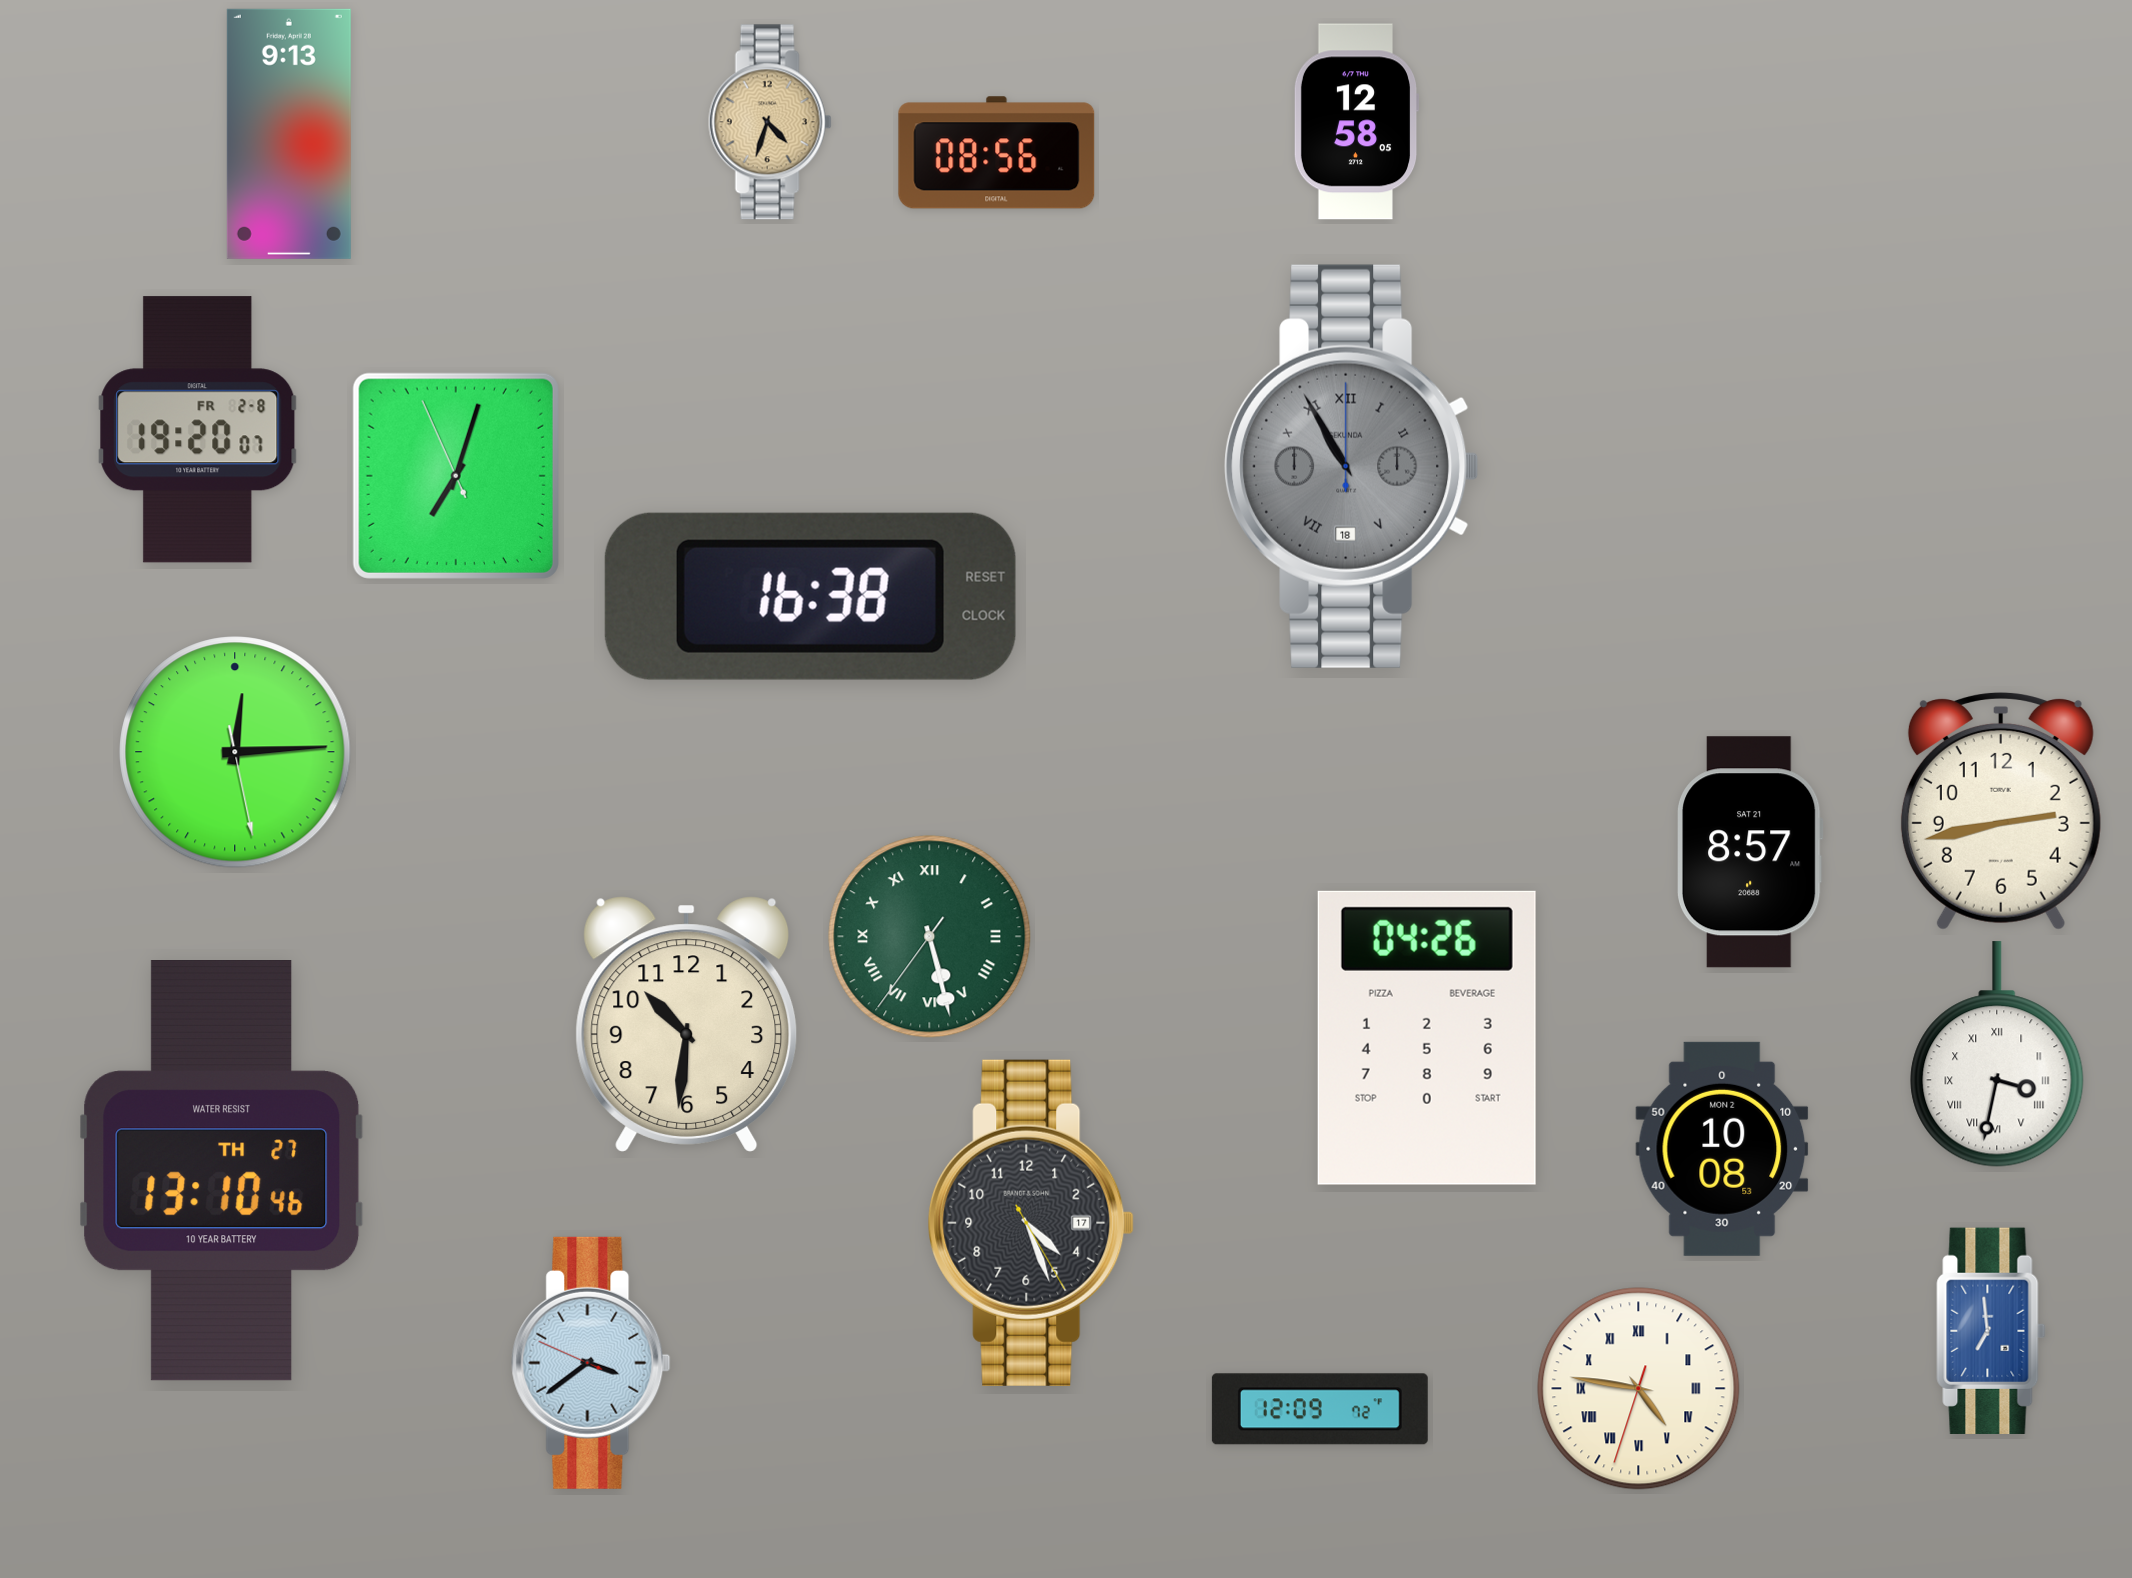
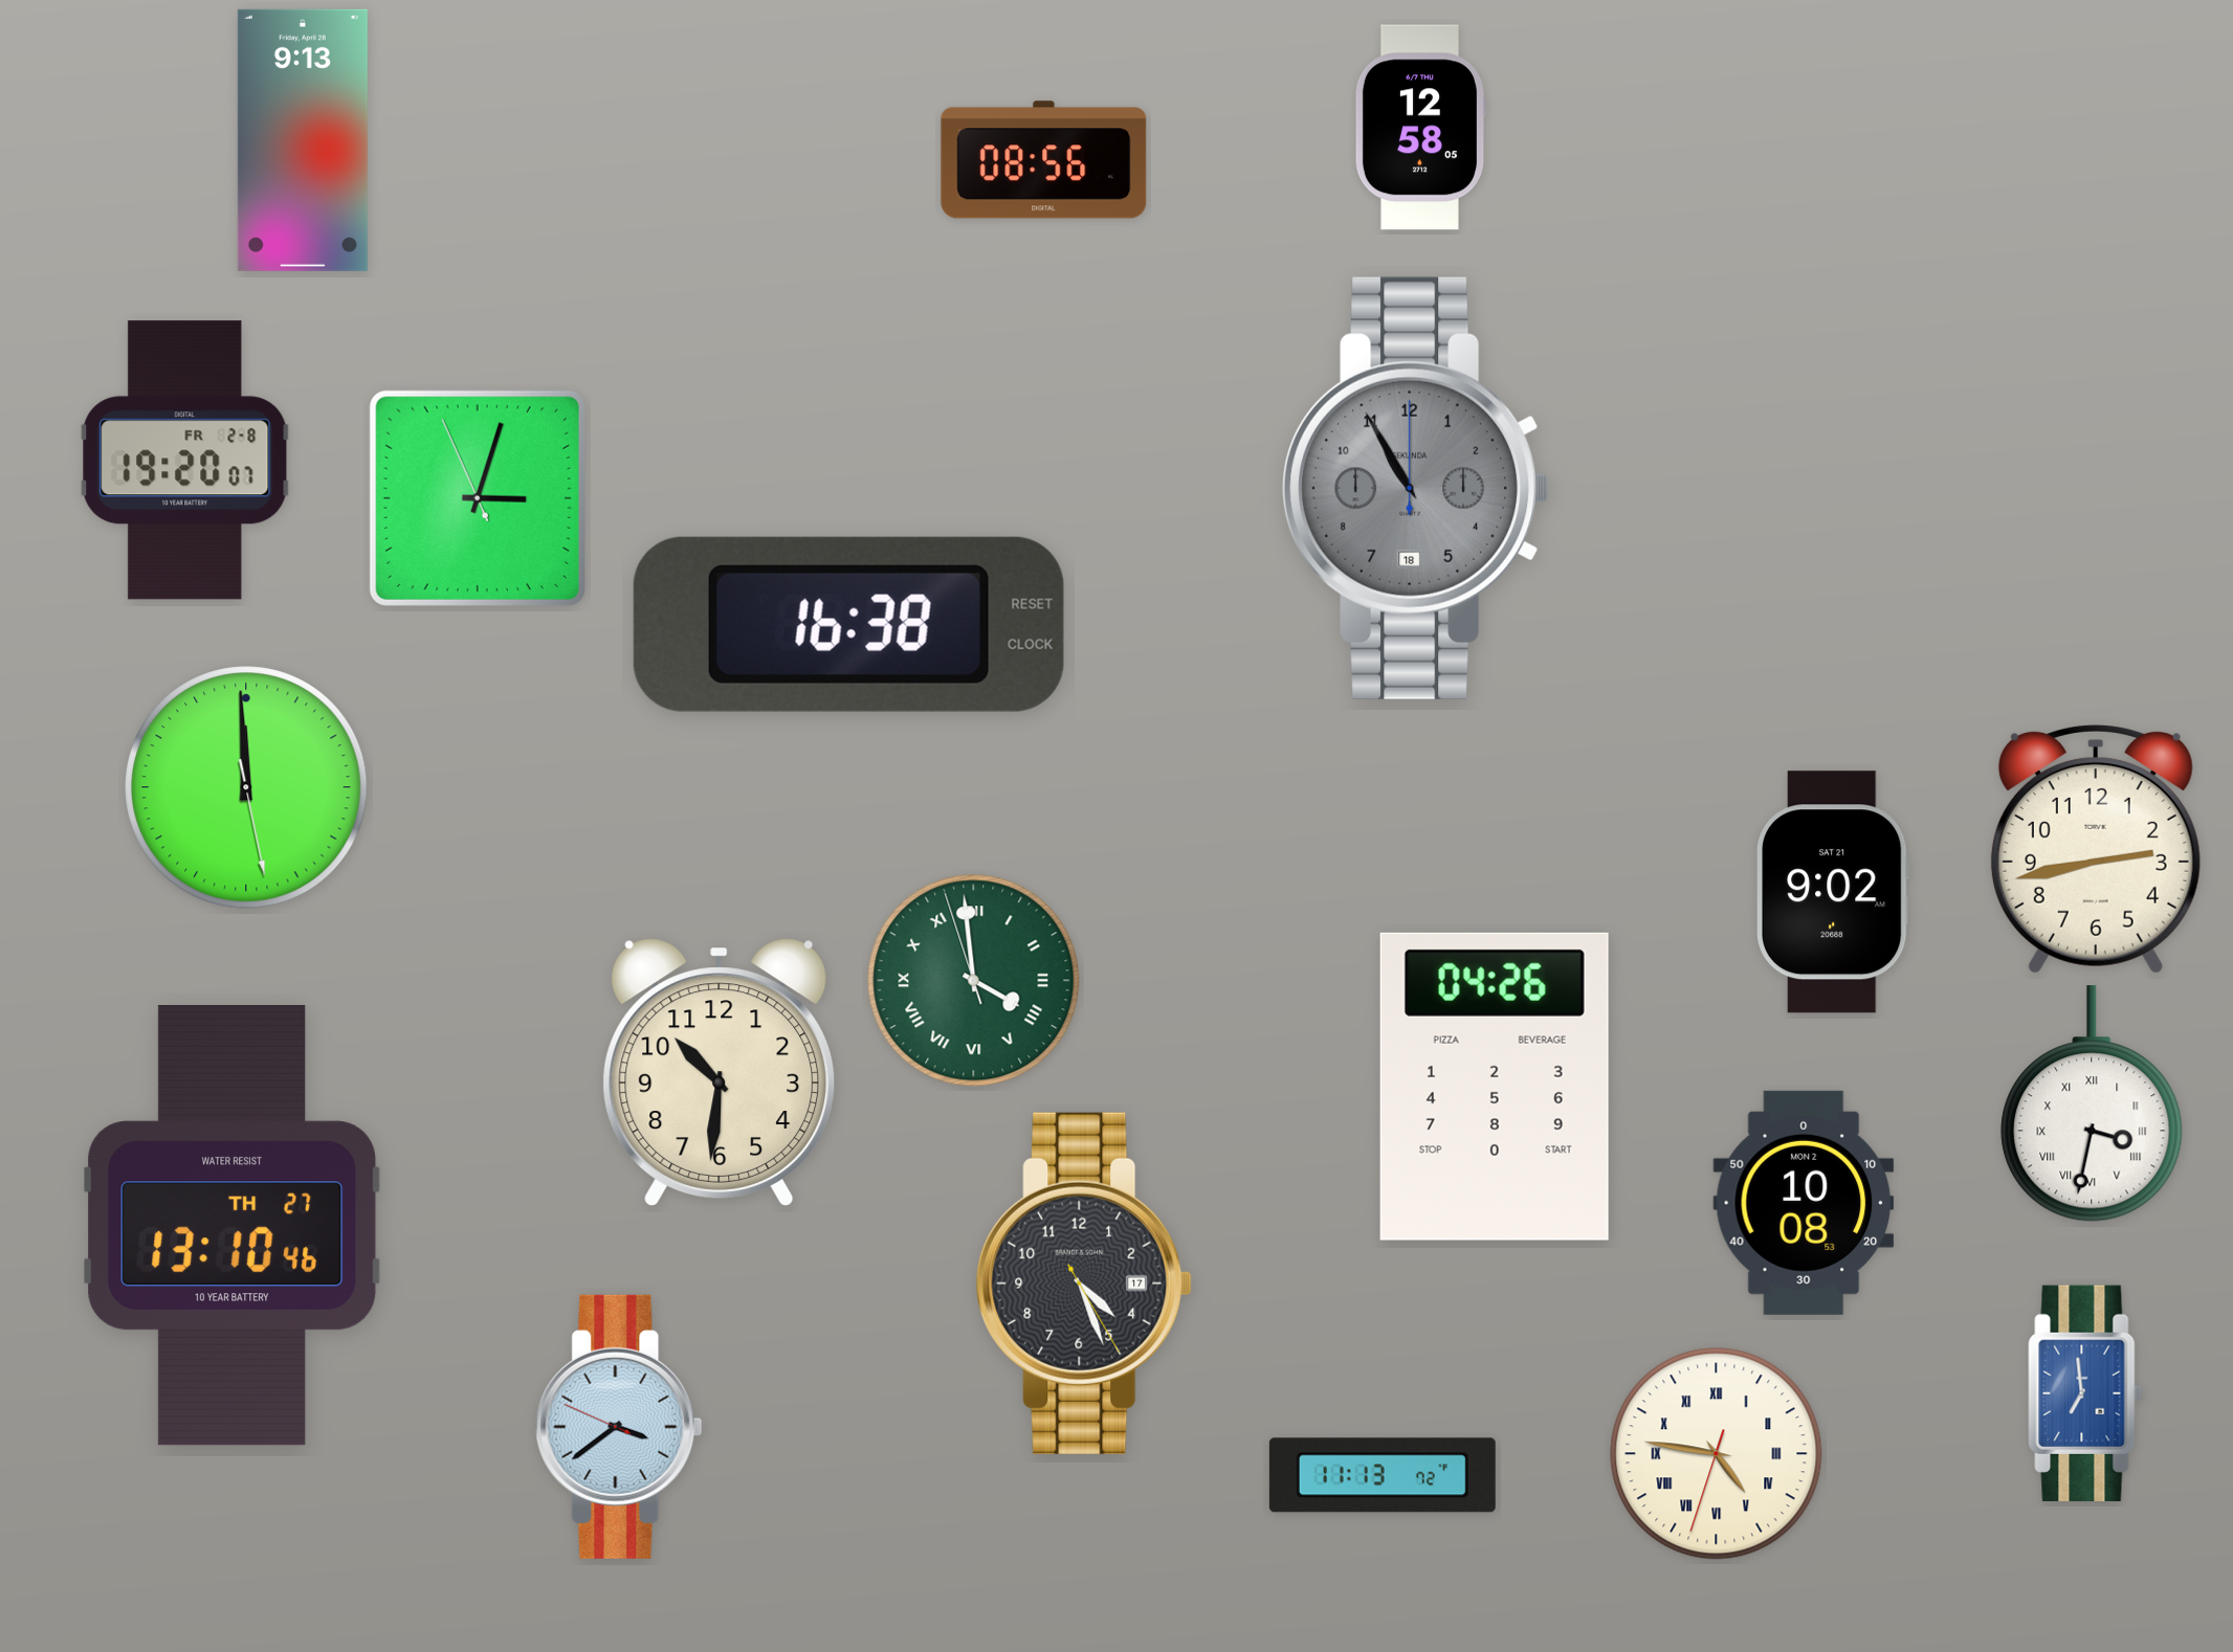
clock at (770, 122): 4:33 -> none
clock at (198, 430) position: (198, 430) -> (185, 461)
clock at (1352, 466) numerals: Roman -> Arabic
clock at (456, 476): 7:02 -> 3:02
clock at (235, 752): 12:14 -> 11:59
clock at (1751, 852): 8:57 -> 9:02
clock at (930, 937): 5:27 -> 3:58
clock at (1031, 1223) position: (1031, 1223) -> (1084, 1283)
clock at (1320, 1409): 12:09 -> 11:13
